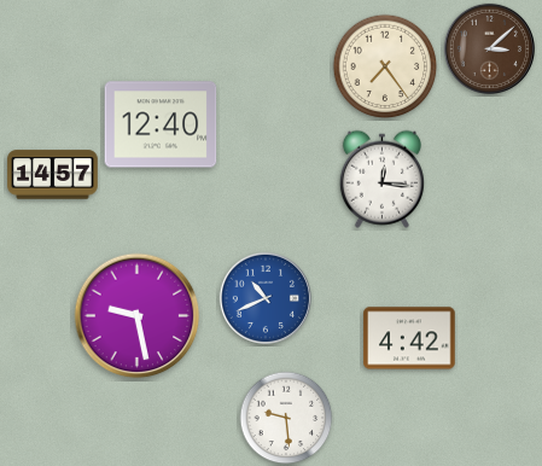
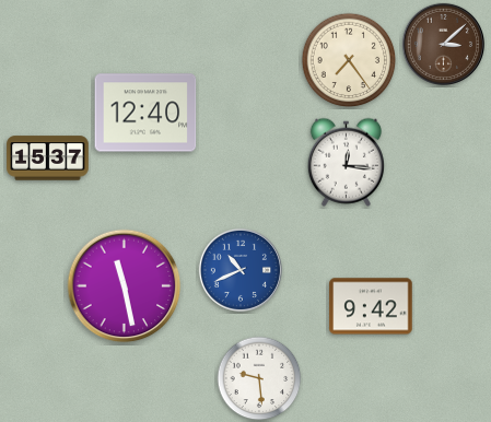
clock at (53, 175): 14:57 -> 15:37
clock at (138, 316): 9:28 -> 11:28
clock at (409, 338): 4:42 -> 9:42
